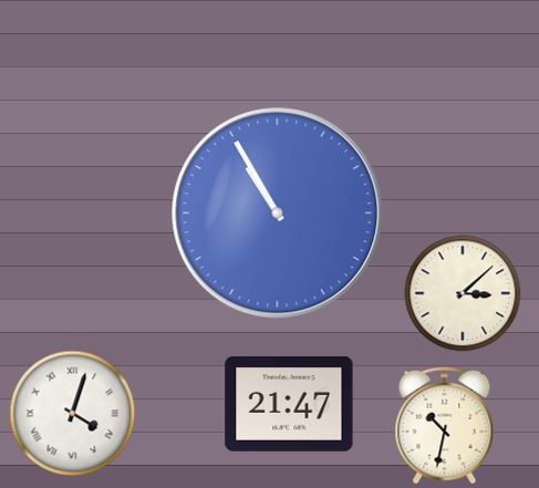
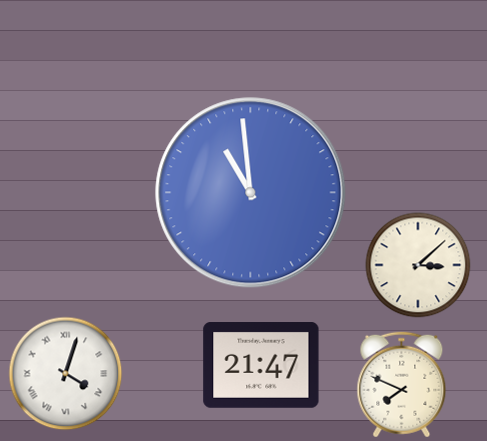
clock at (278, 214): 10:55 -> 10:59
clock at (445, 426): 10:32 -> 7:49
